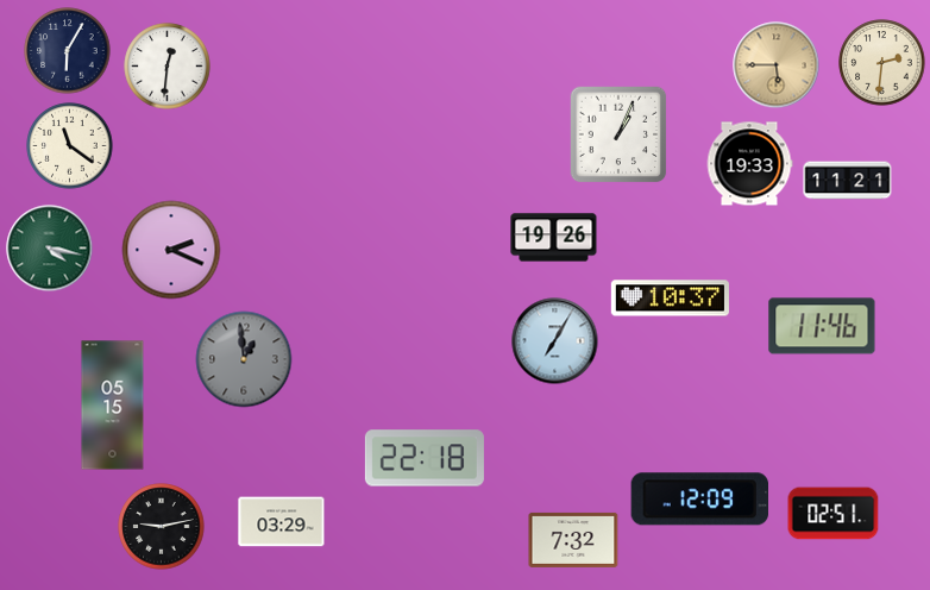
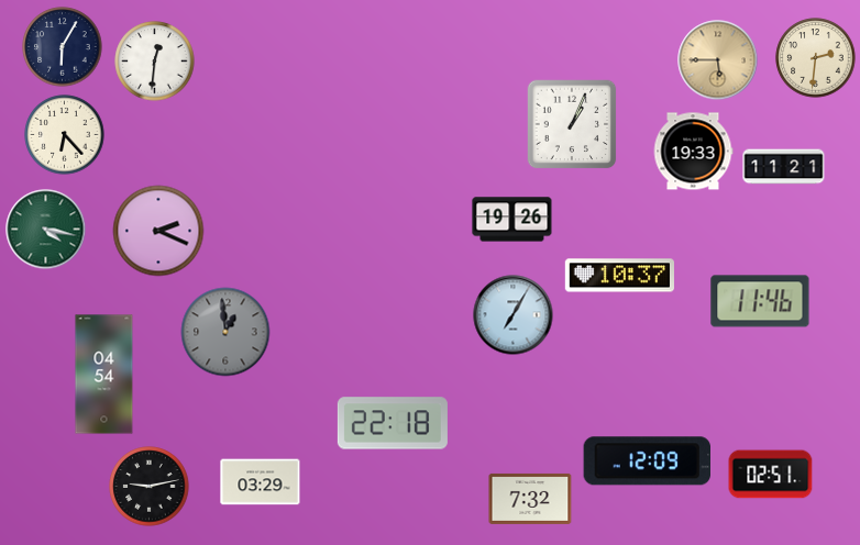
clock at (70, 146): 11:21 -> 6:23
clock at (113, 406): 05:15 -> 04:54
